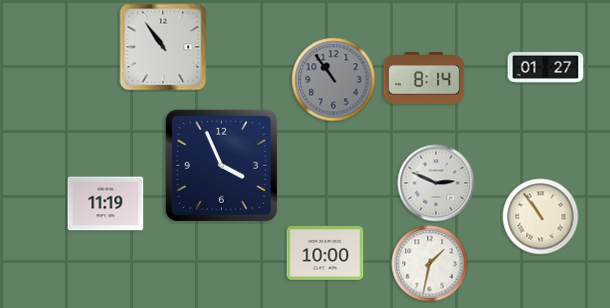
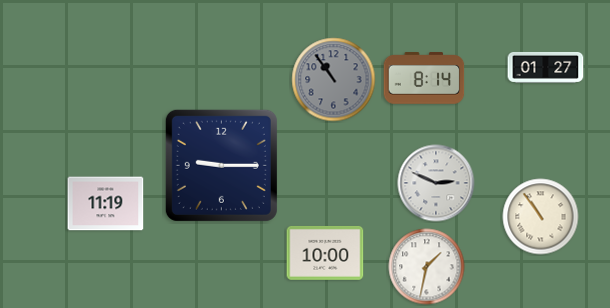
clock at (163, 47): 10:54 -> none
clock at (221, 165): 3:56 -> 9:15
clock at (430, 264) position: (430, 264) -> (427, 267)
